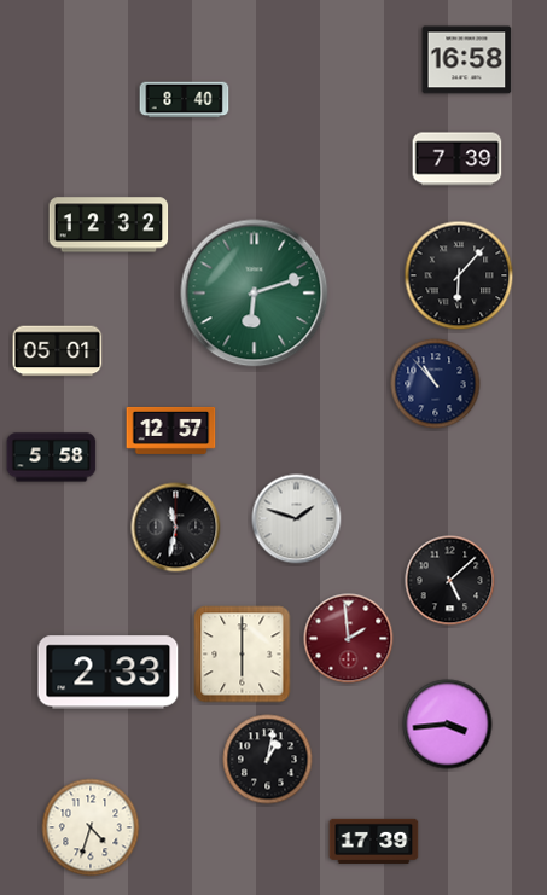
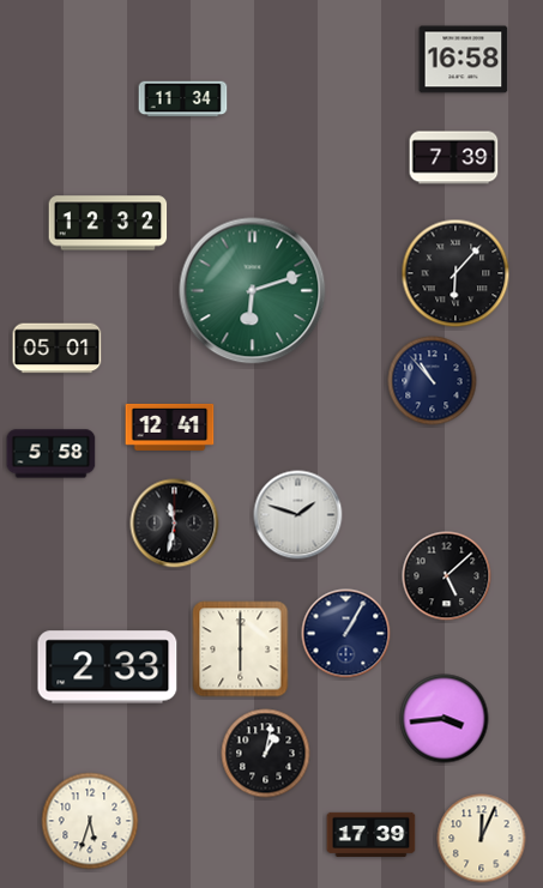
clock at (185, 100): 8:40 -> 11:34
clock at (171, 430): 12:57 -> 12:41
clock at (297, 519) position: (297, 519) -> (298, 515)
clock at (349, 639): 1:59 -> 1:05
clock at (349, 639) dial: burgundy -> navy
clock at (91, 827): 4:33 -> 5:33
clock at (482, 839): none -> 12:04
